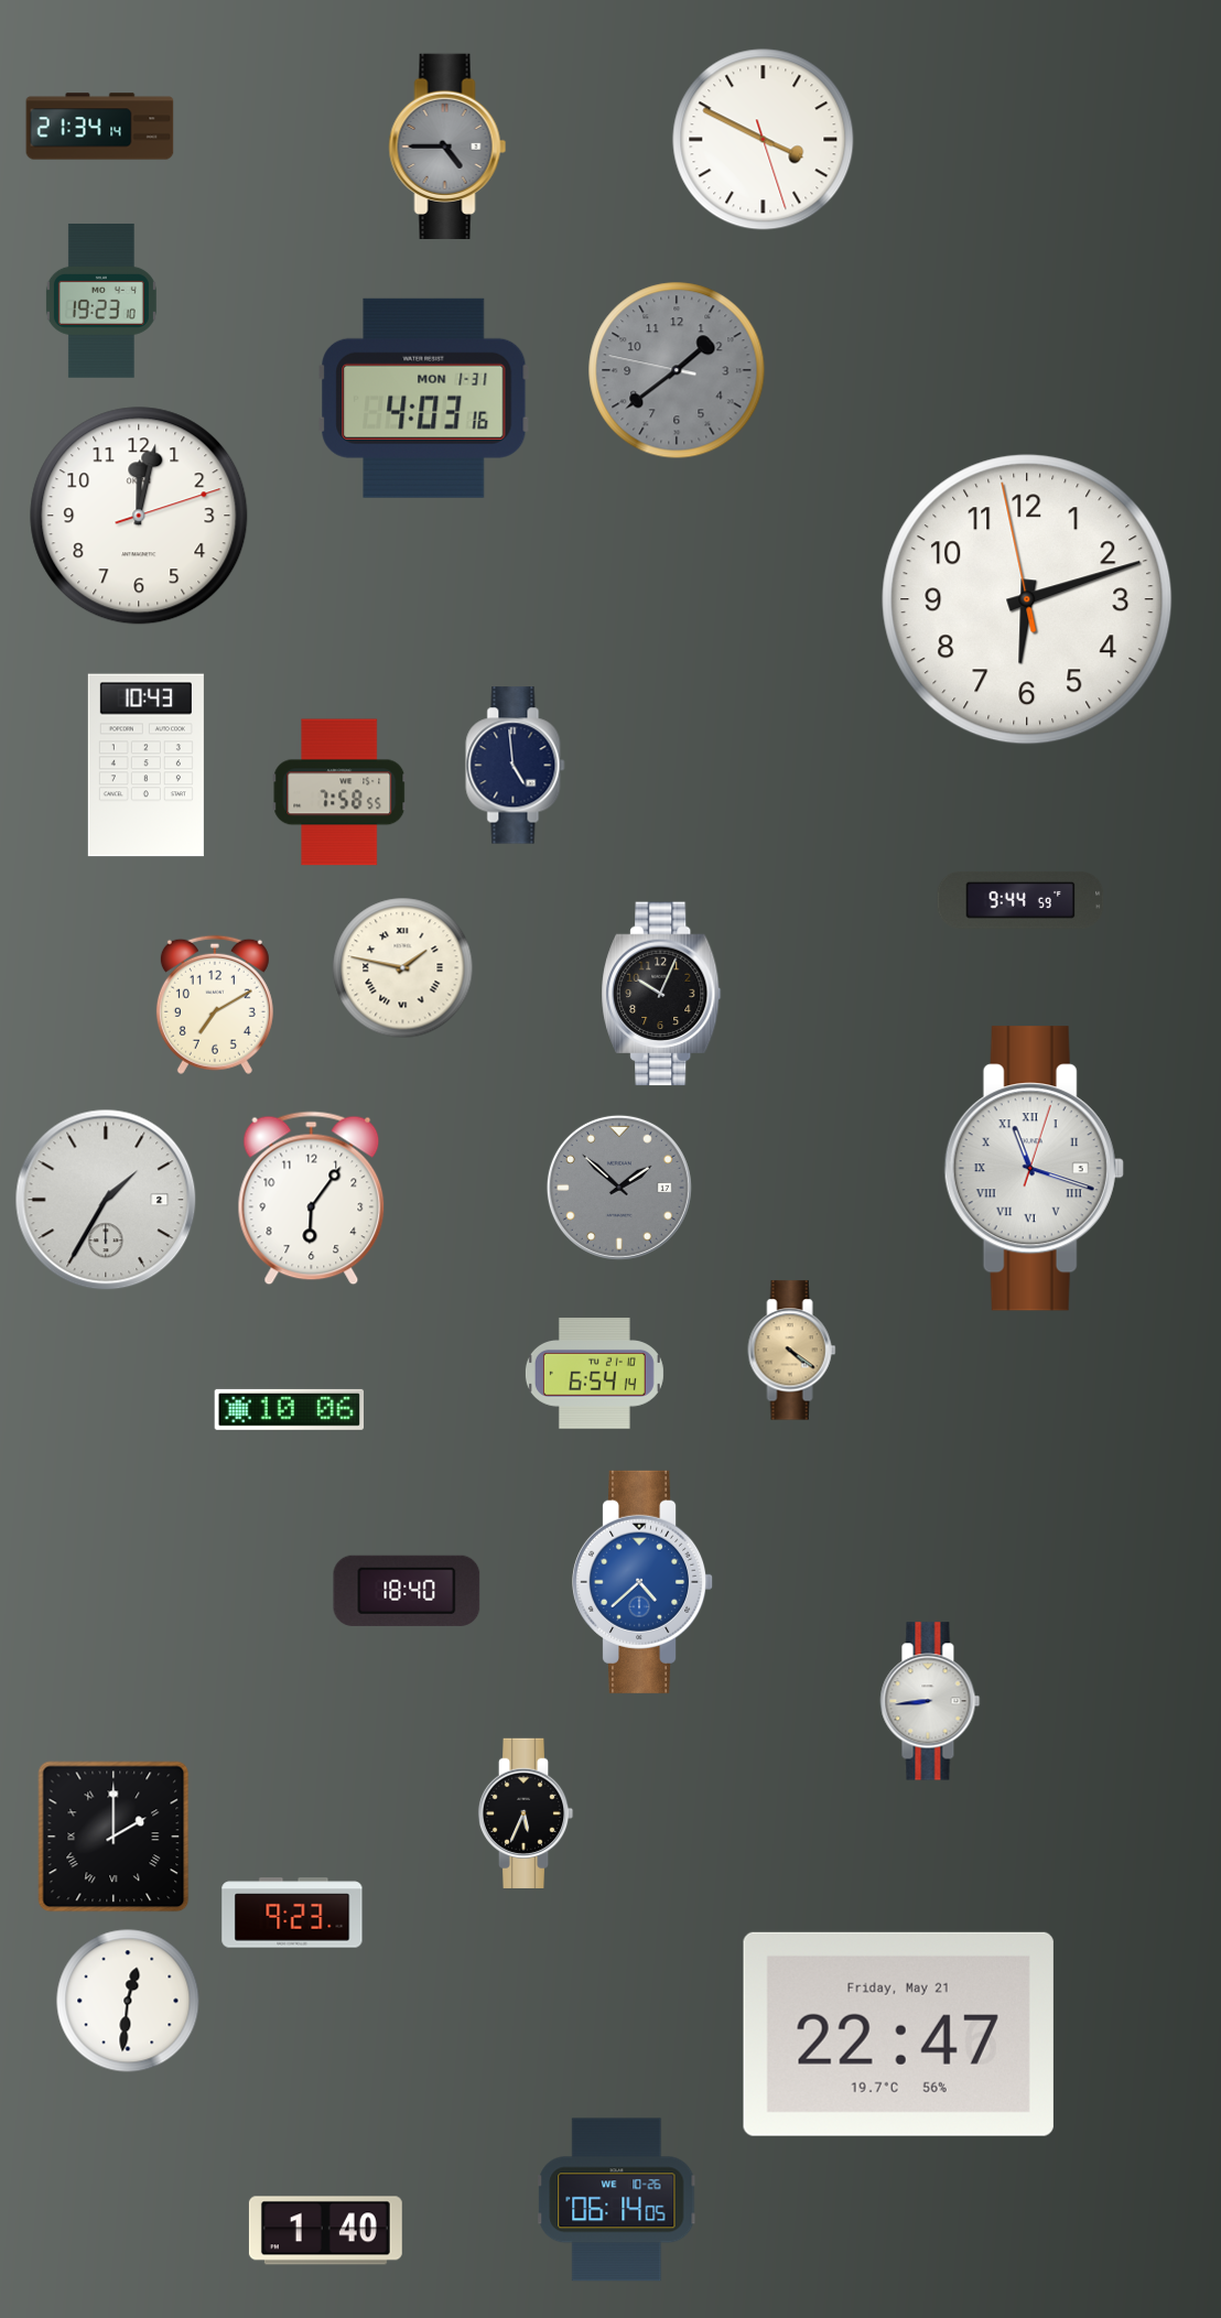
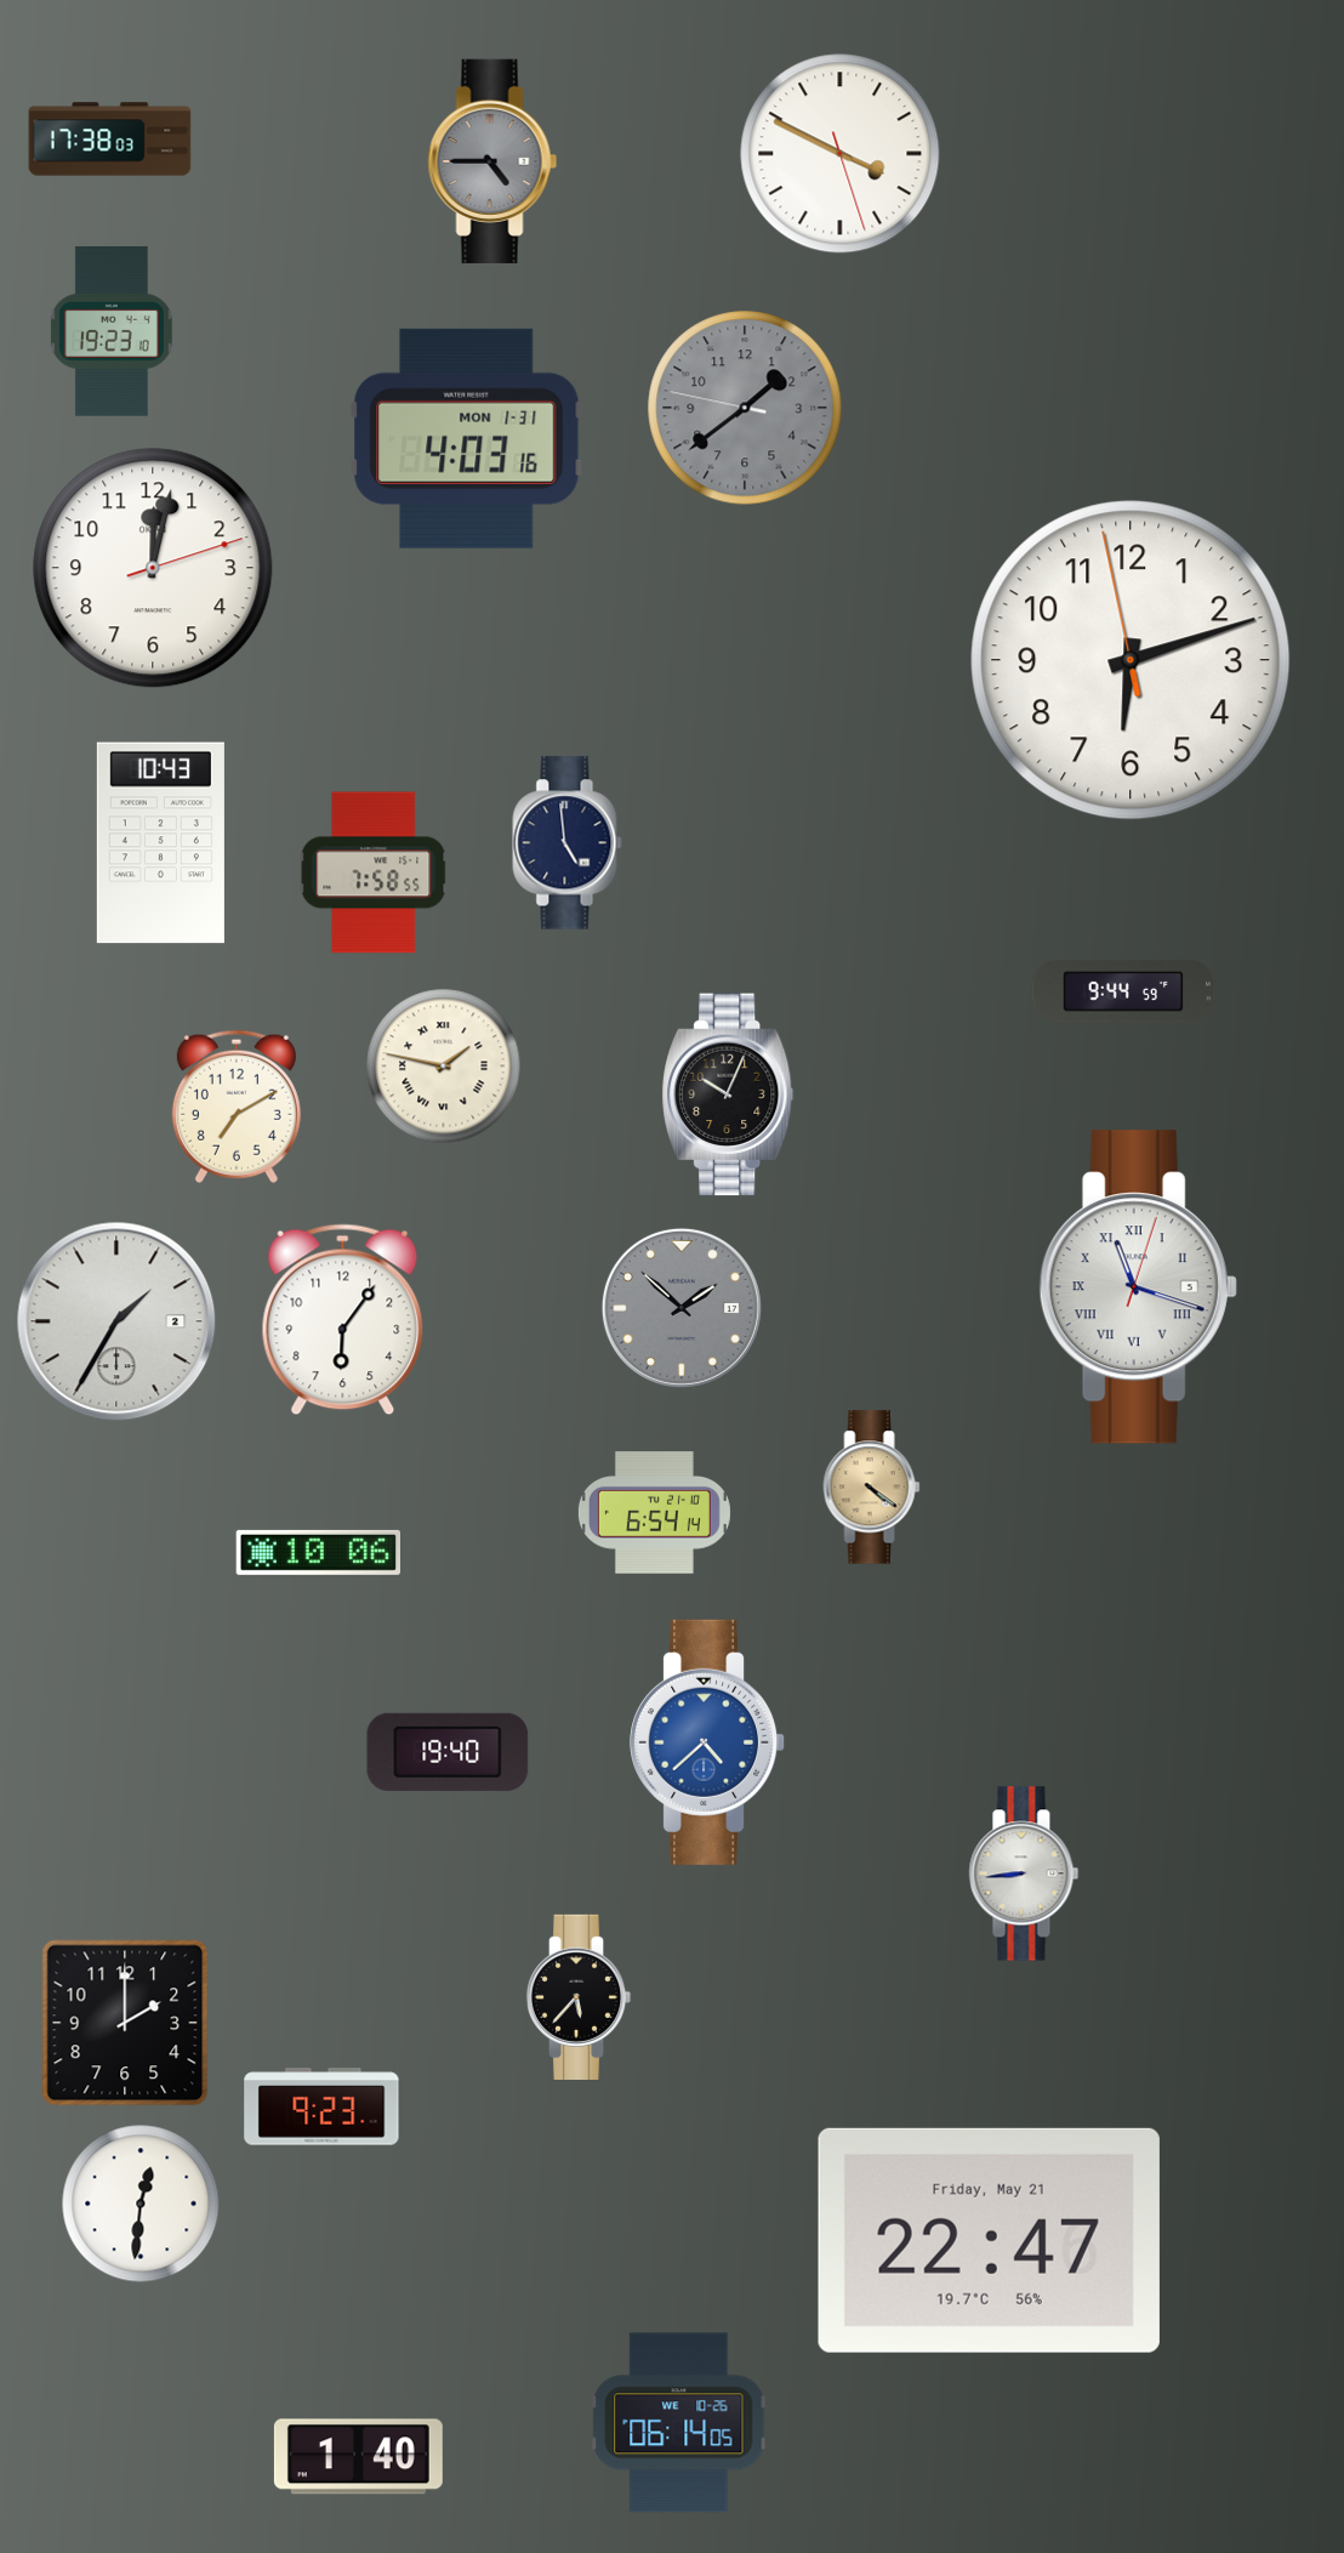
clock at (100, 127): 21:34 -> 17:38
clock at (407, 1591): 18:40 -> 19:40
clock at (526, 1813): 5:34 -> 5:37
clock at (114, 1837) numerals: Roman -> Arabic
